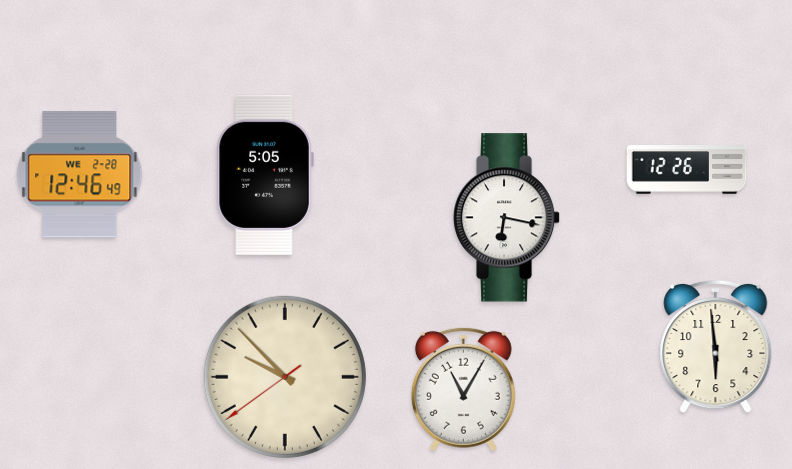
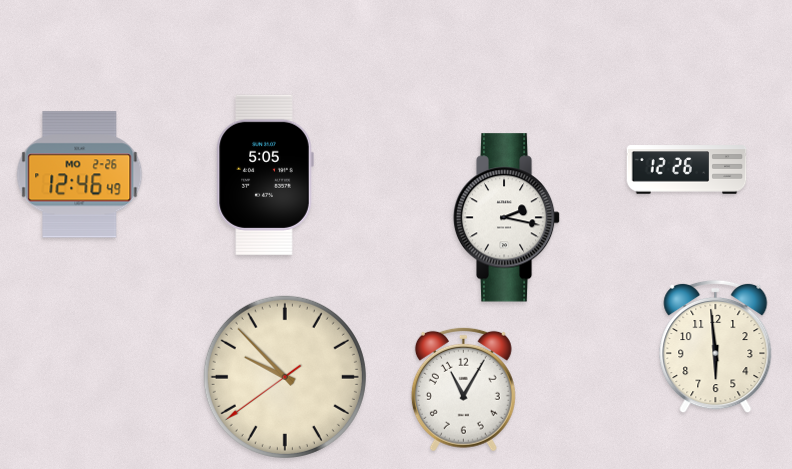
clock at (80, 175) date: WE 2-28 -> MO 2-26
clock at (507, 218): 6:17 -> 2:17
